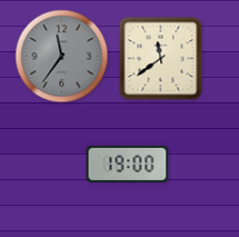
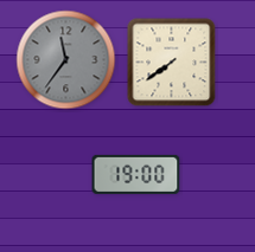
clock at (161, 59): 11:39 -> 7:39
